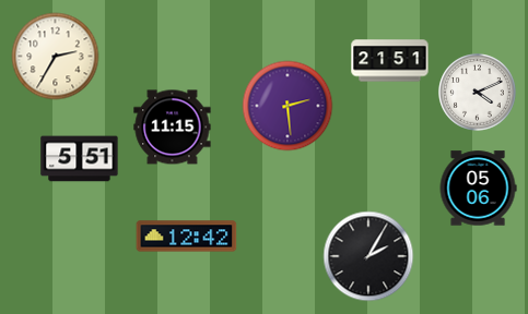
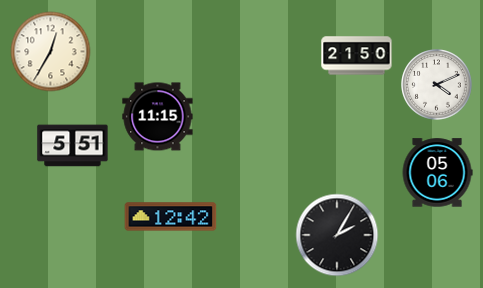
clock at (56, 57): 2:35 -> 12:35
clock at (390, 61): 21:51 -> 21:50
clock at (288, 106): 2:29 -> none
